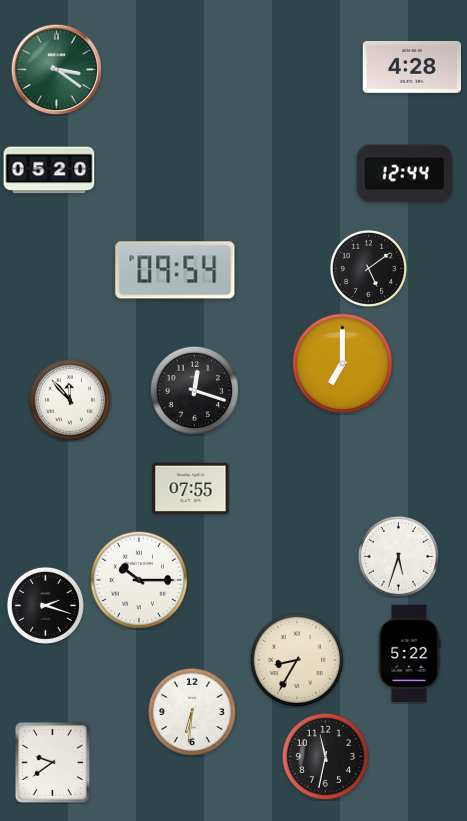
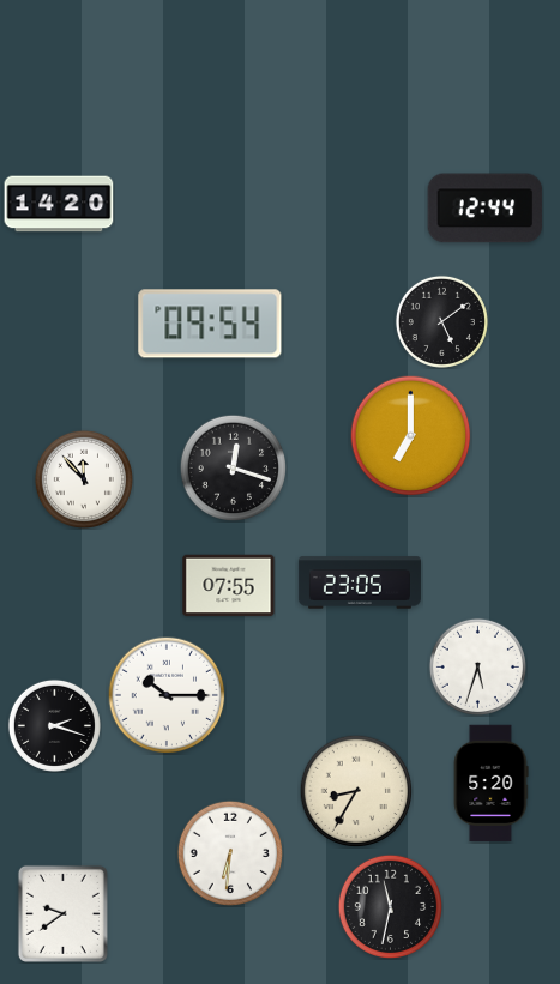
clock at (411, 68): 4:28 -> none
clock at (56, 69): 3:21 -> none
clock at (49, 170): 05:20 -> 14:20
clock at (360, 582): none -> 23:05
clock at (409, 654): 5:22 -> 5:20
